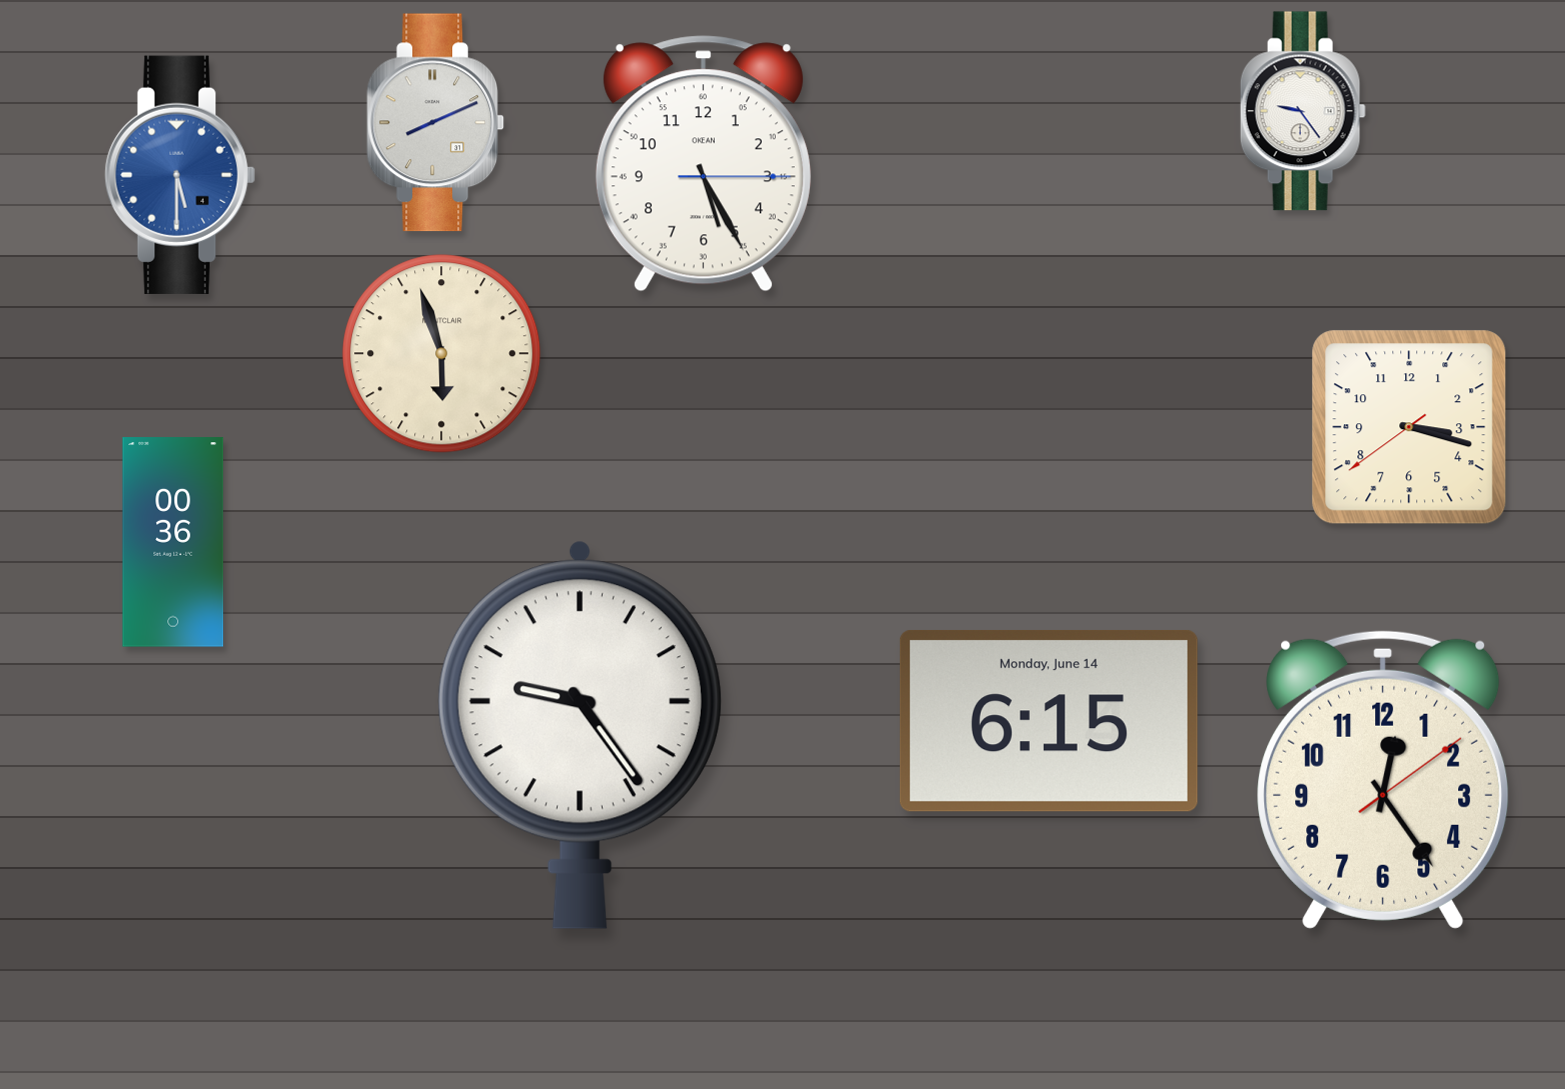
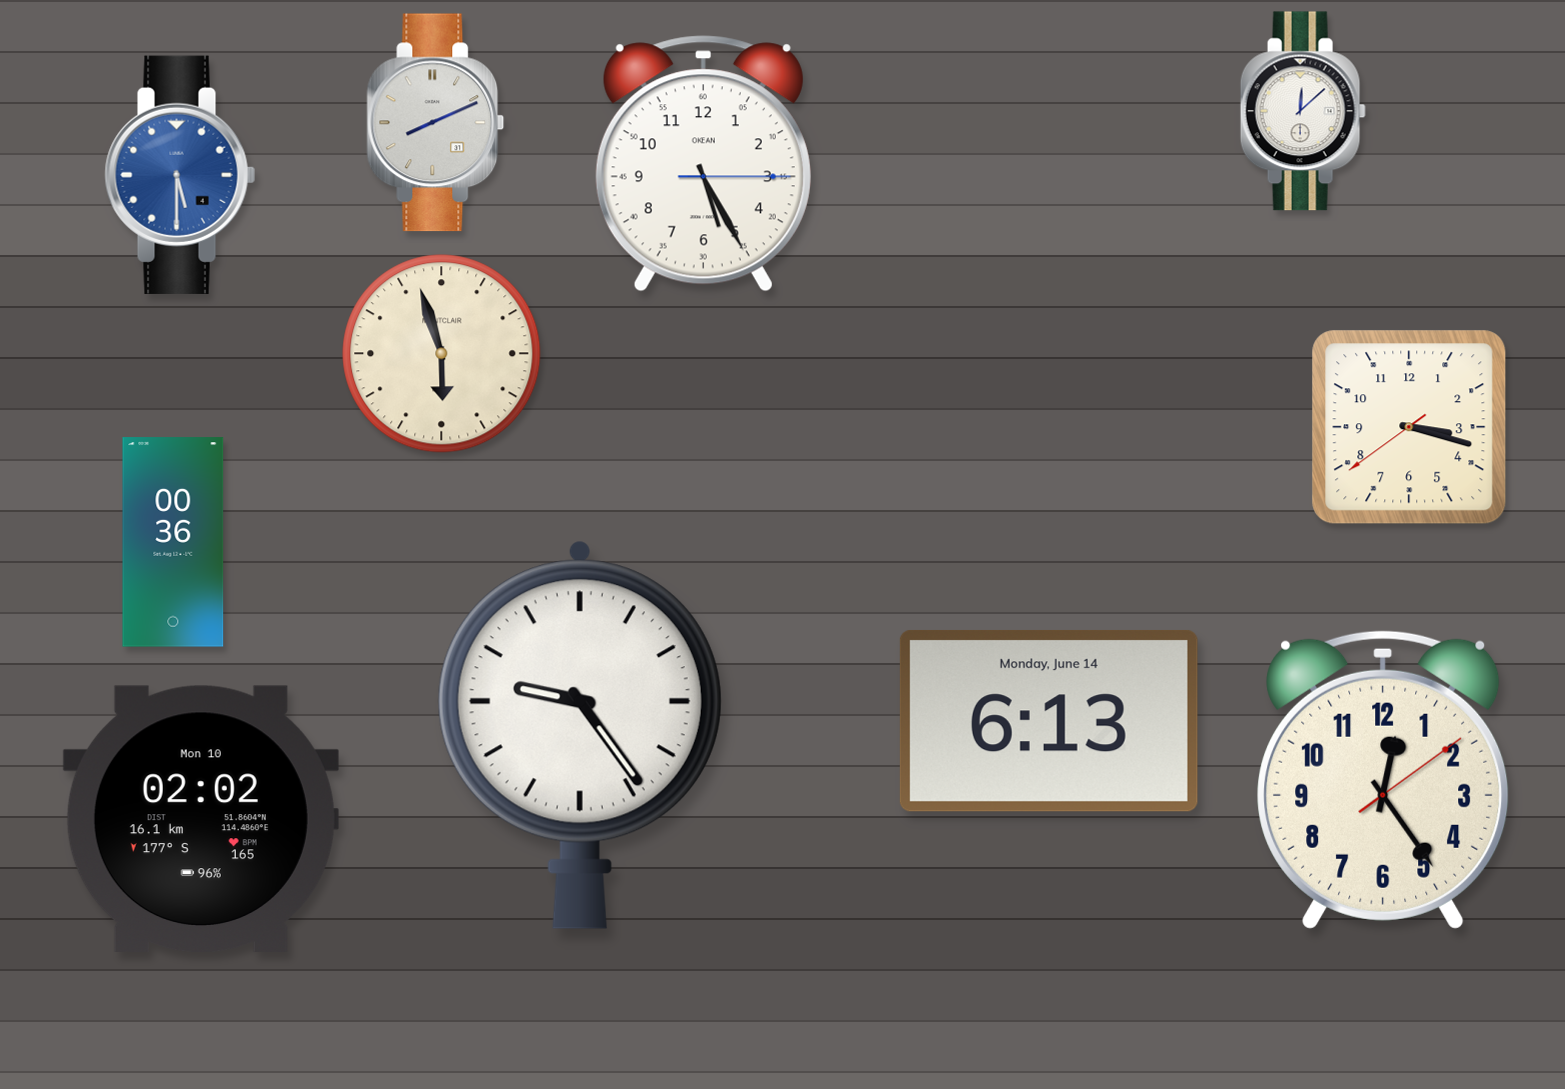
clock at (1303, 111): 9:24 -> 12:08
clock at (1049, 721): 6:15 -> 6:13
clock at (201, 819): none -> 02:02
